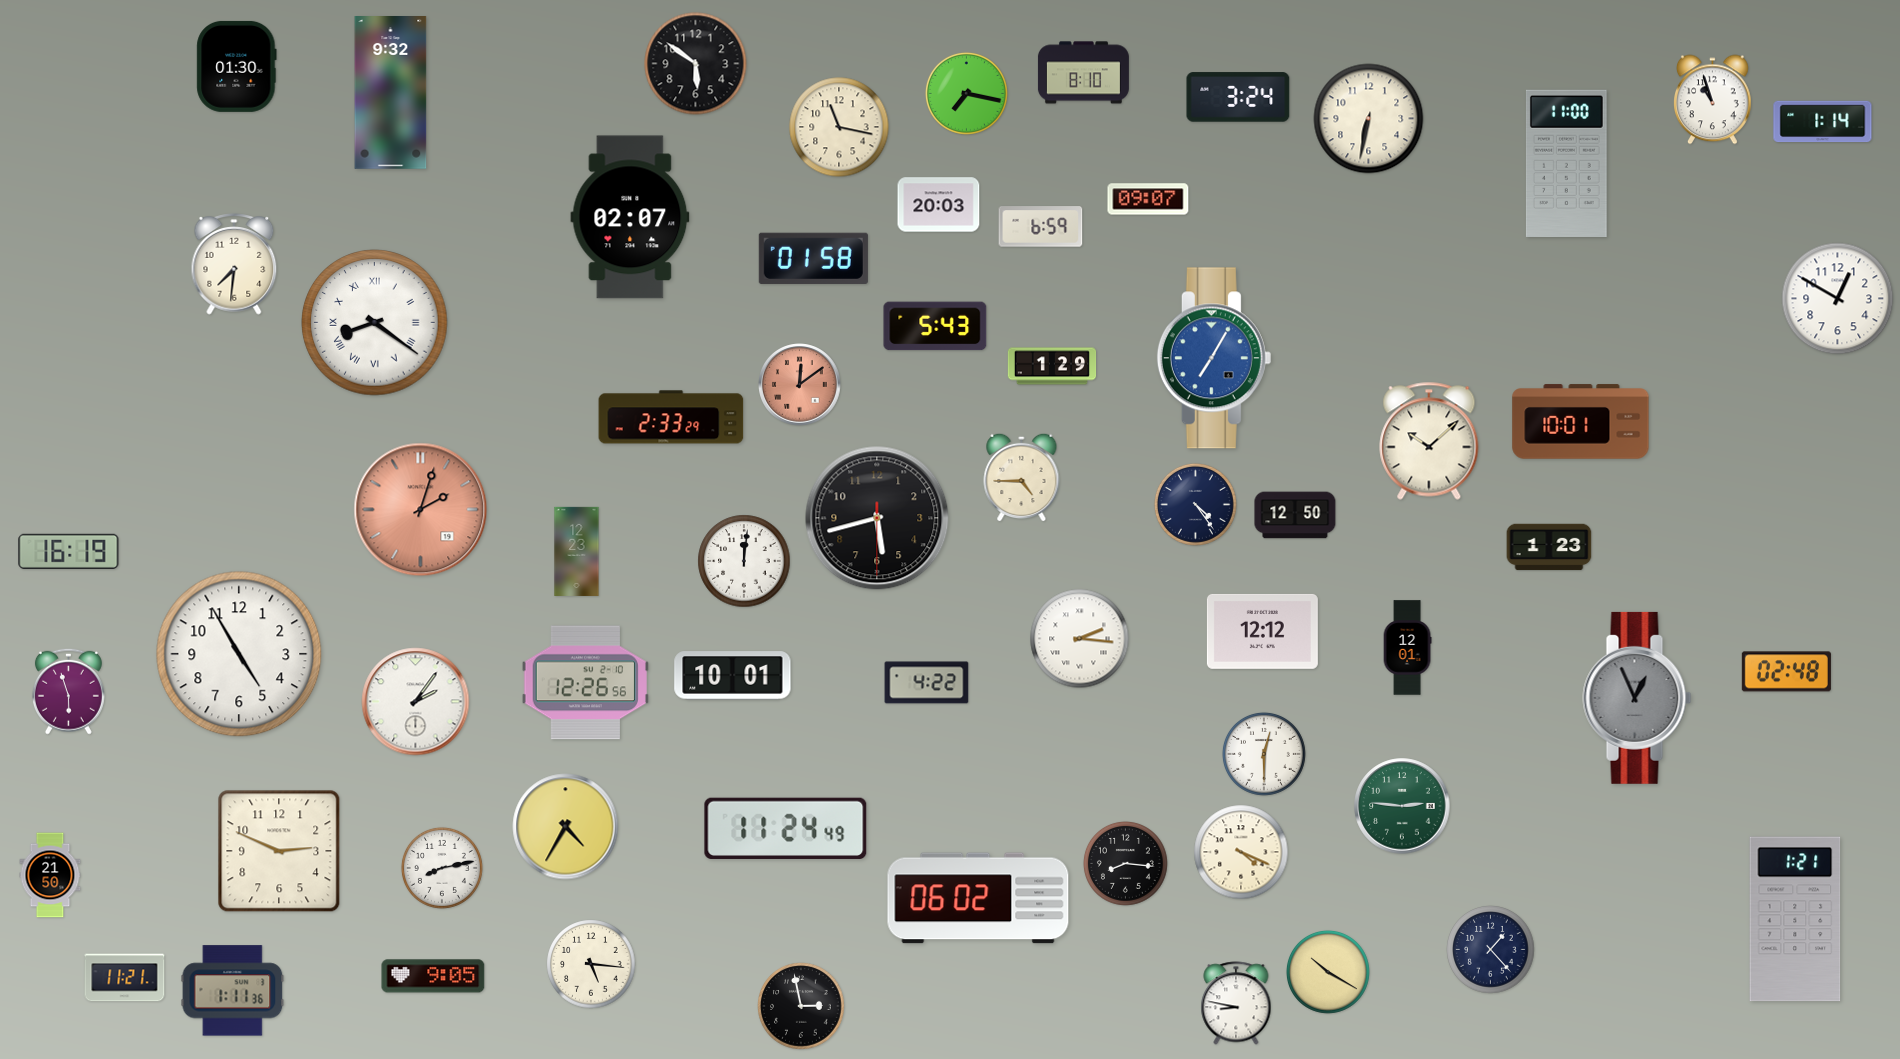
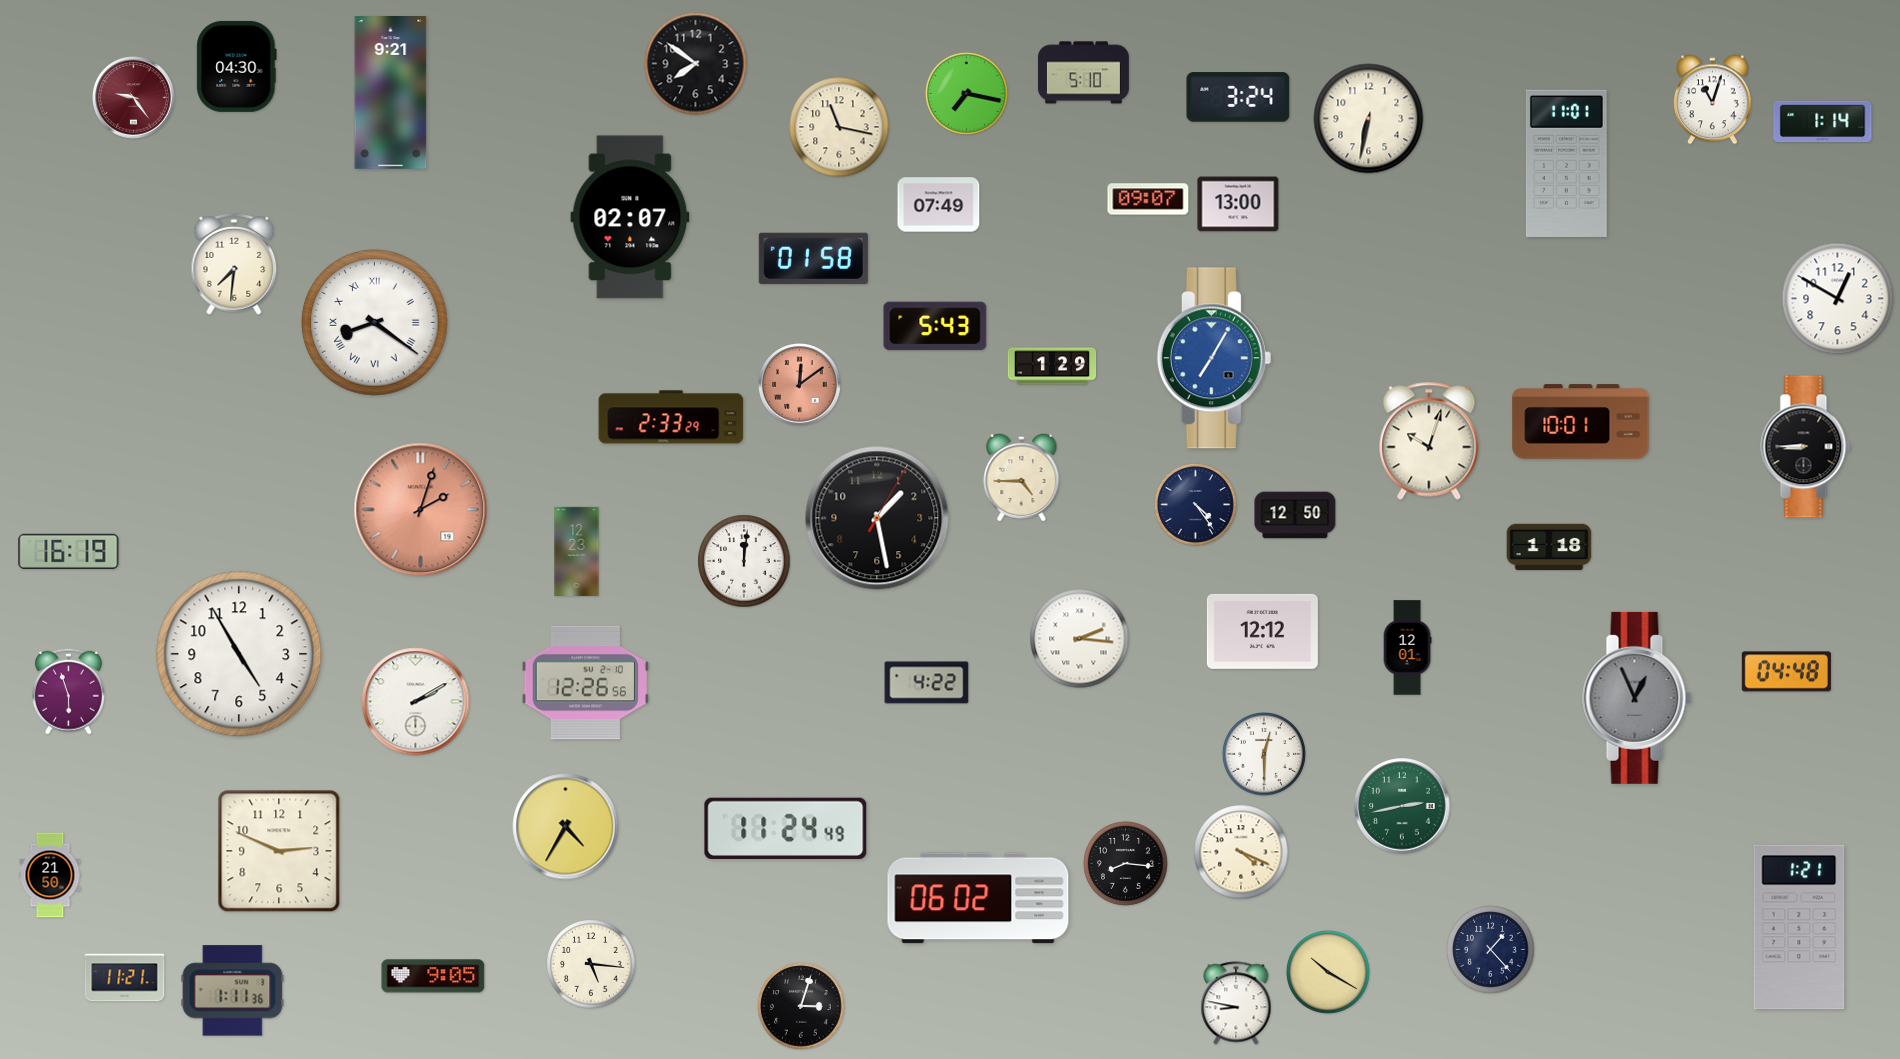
clock at (696, 64): 5:51 -> 7:51
clock at (237, 66): 01:30 -> 04:30
clock at (1083, 73): 8:10 -> 5:10
clock at (391, 93): 9:32 -> 9:21
clock at (134, 98): none -> 9:24
clock at (1713, 100): 10:57 -> 11:03
clock at (1566, 163): 11:00 -> 11:01
clock at (1238, 204): none -> 13:00
clock at (939, 205): 20:03 -> 07:49
clock at (1041, 227): 6:59 -> none
clock at (1429, 441): 10:08 -> 10:03
clock at (1806, 447): none -> 8:45
clock at (877, 518): 5:42 -> 1:28
clock at (1549, 547): 1:23 -> 1:18
clock at (1786, 672): 02:48 -> 04:48
clock at (733, 676): 10:01 -> none
clock at (416, 702): 2:06 -> 2:10
clock at (1402, 806): 2:46 -> 2:43
clock at (442, 868): 8:13 -> none
clock at (1795, 919) position: (1795, 919) -> (1799, 927)
clock at (801, 1006): 2:58 -> 3:03
